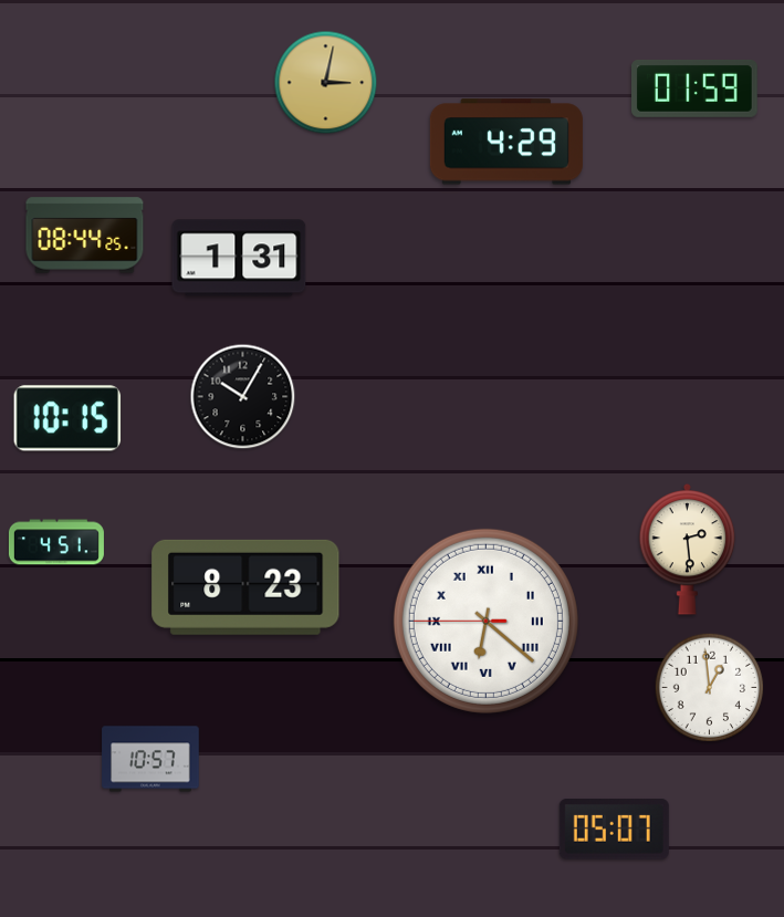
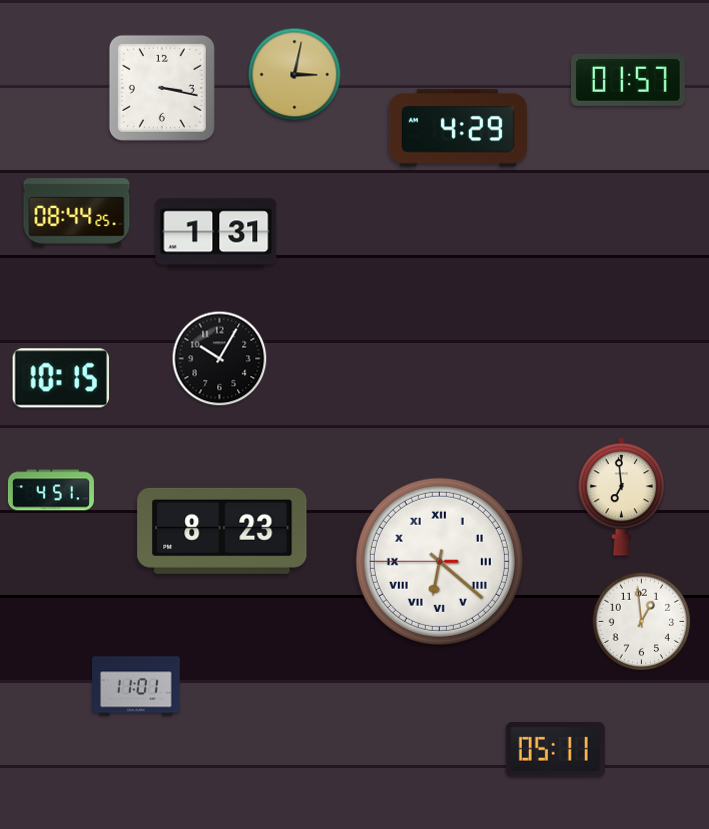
clock at (696, 88): 01:59 -> 01:57
clock at (162, 88): none -> 3:17
clock at (688, 549): 2:29 -> 6:59
clock at (150, 759): 10:57 -> 11:01
clock at (614, 830): 05:07 -> 05:11
